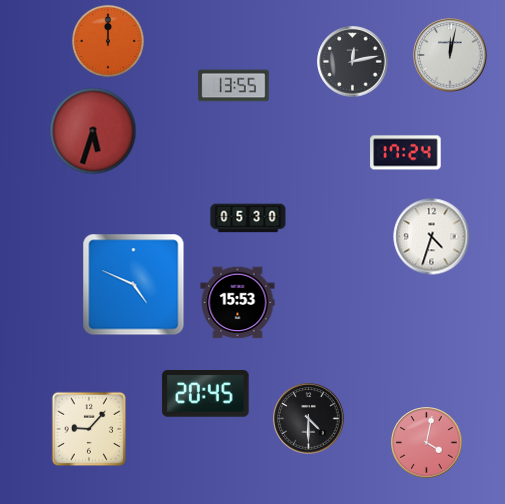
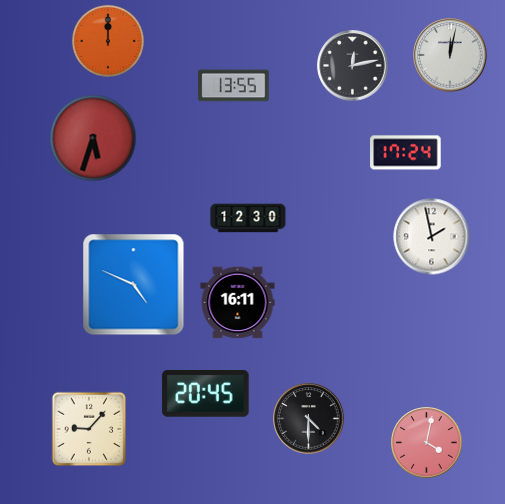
clock at (353, 62) position: (353, 62) -> (353, 66)
clock at (93, 131) position: (93, 131) -> (93, 138)
clock at (248, 218): 05:30 -> 12:30
clock at (432, 237): 4:33 -> 1:58
clock at (238, 303): 15:53 -> 16:11
